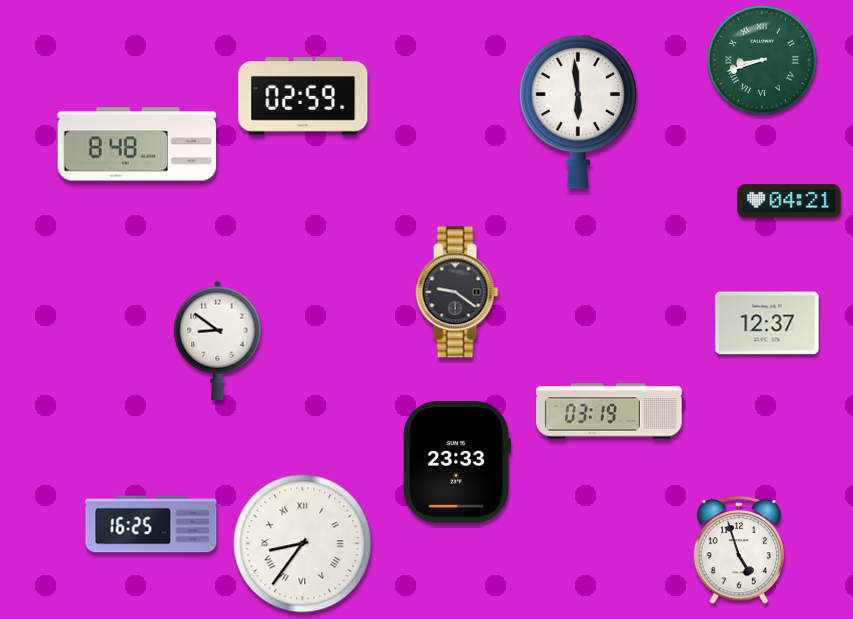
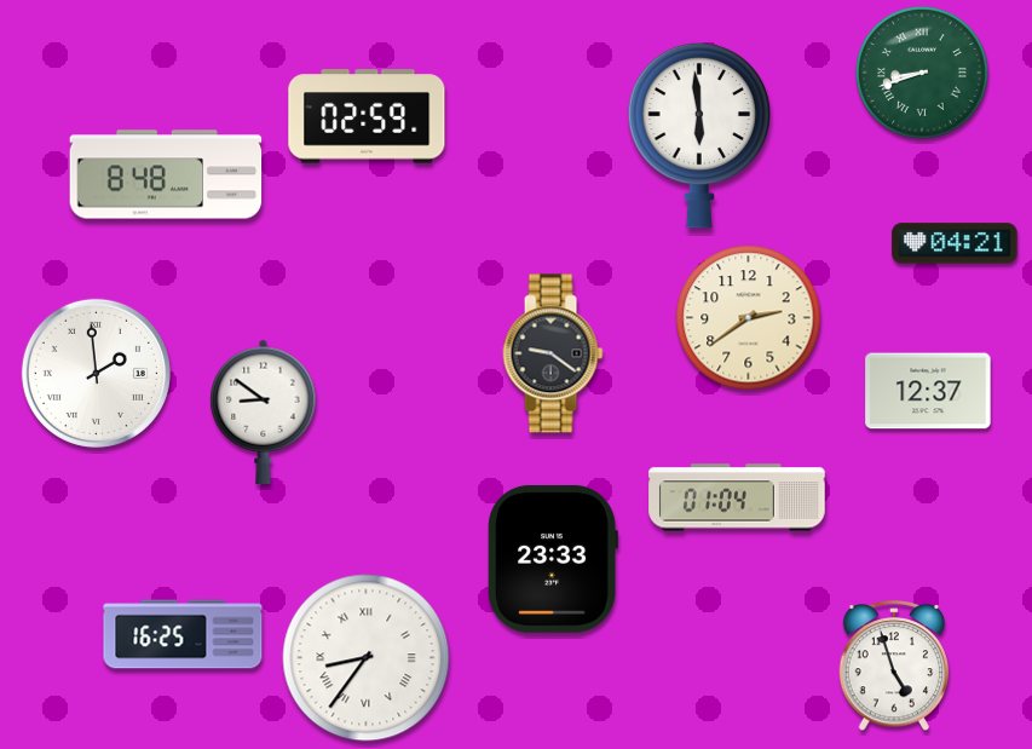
clock at (749, 318): none -> 2:39
clock at (96, 373): none -> 1:59
clock at (609, 411): 03:19 -> 01:04
